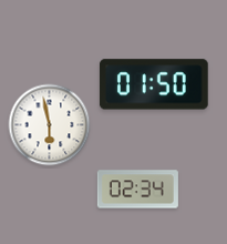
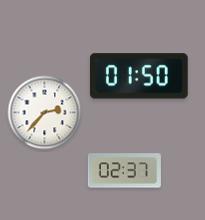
clock at (50, 125): 5:58 -> 2:37
clock at (137, 190): 02:34 -> 02:37
